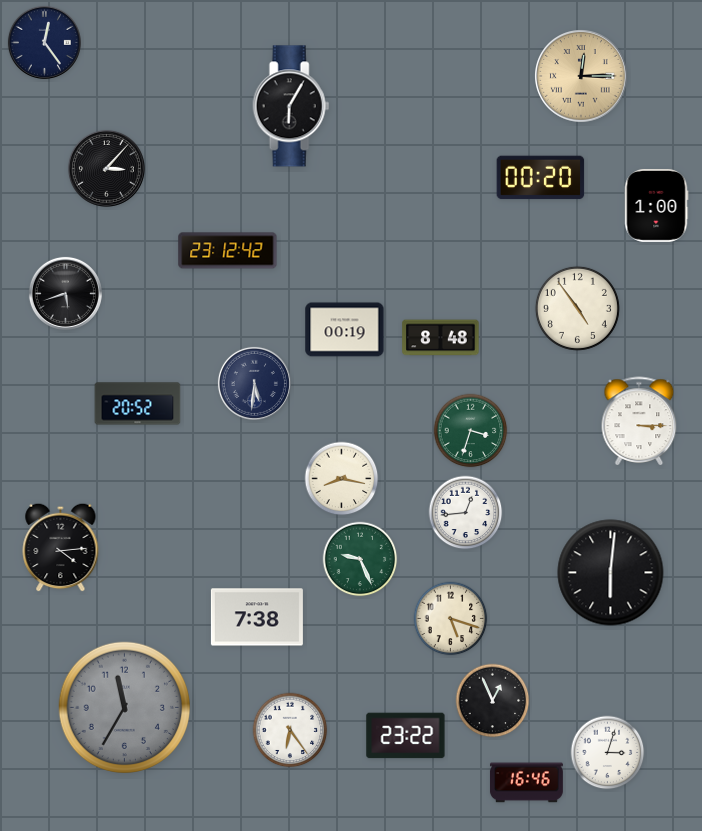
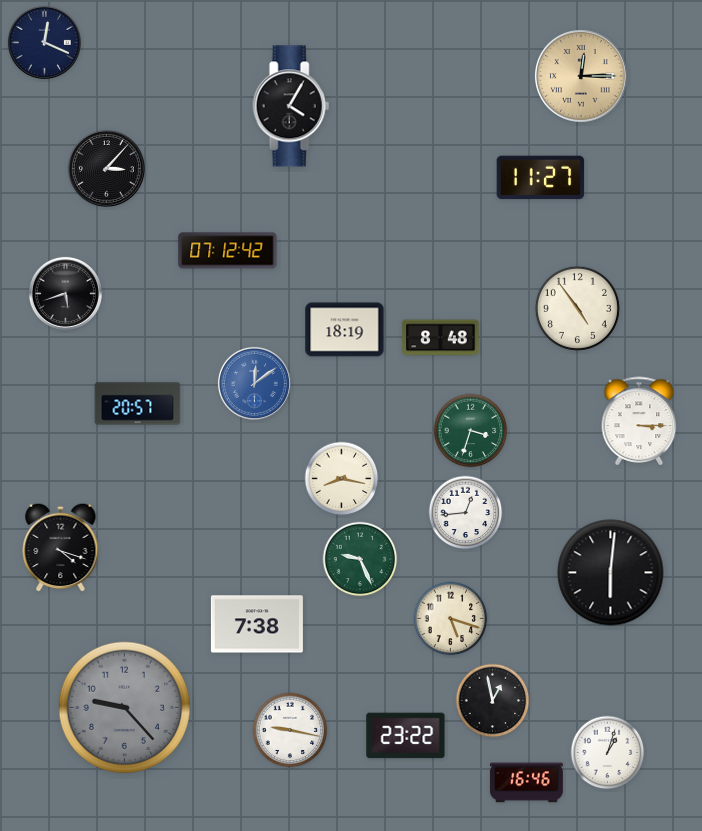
clock at (44, 42): 12:24 -> 12:19
clock at (291, 106): 6:05 -> 4:05
clock at (541, 178): 00:20 -> 11:27
clock at (656, 205): 1:00 -> none
clock at (228, 251): 23:12 -> 07:12
clock at (345, 330): 00:19 -> 18:19
clock at (254, 383): 5:31 -> 12:09
clock at (254, 383) dial: navy -> blue
clock at (138, 404): 20:52 -> 20:57
clock at (61, 547): 4:14 -> 4:18
clock at (257, 617) position: (257, 617) -> (257, 624)
clock at (493, 701): 12:56 -> 12:58
clock at (124, 707): 11:35 -> 9:23
clock at (290, 730): 6:24 -> 9:17
clock at (608, 753): 3:03 -> 1:03
